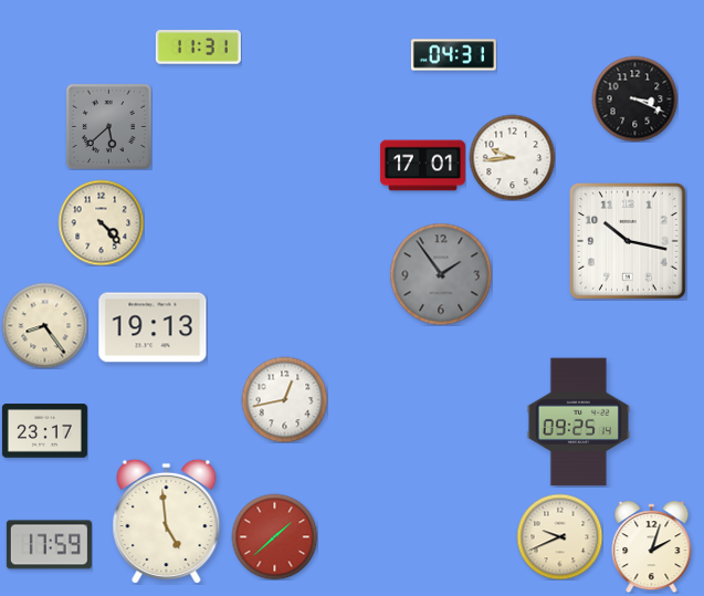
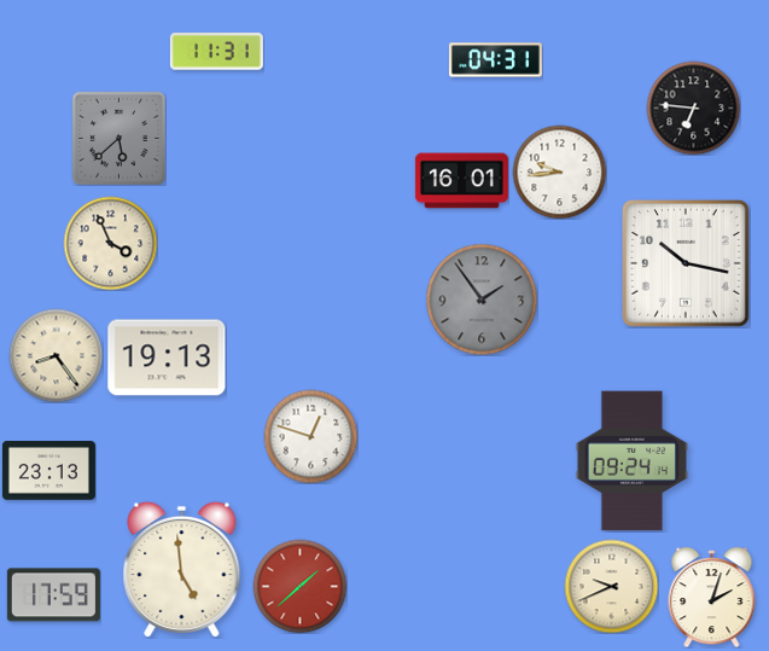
clock at (634, 98): 3:19 -> 6:46
clock at (422, 166): 17:01 -> 16:01
clock at (101, 222): 4:23 -> 3:56
clock at (44, 325) position: (44, 325) -> (56, 355)
clock at (284, 399): 12:43 -> 12:48
clock at (578, 422): 09:25 -> 09:24
clock at (44, 431): 23:17 -> 23:13
